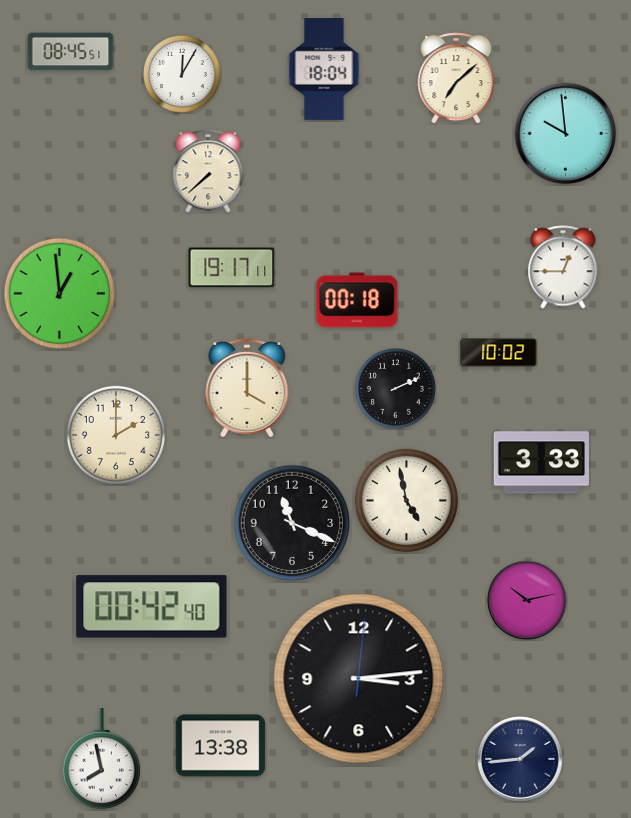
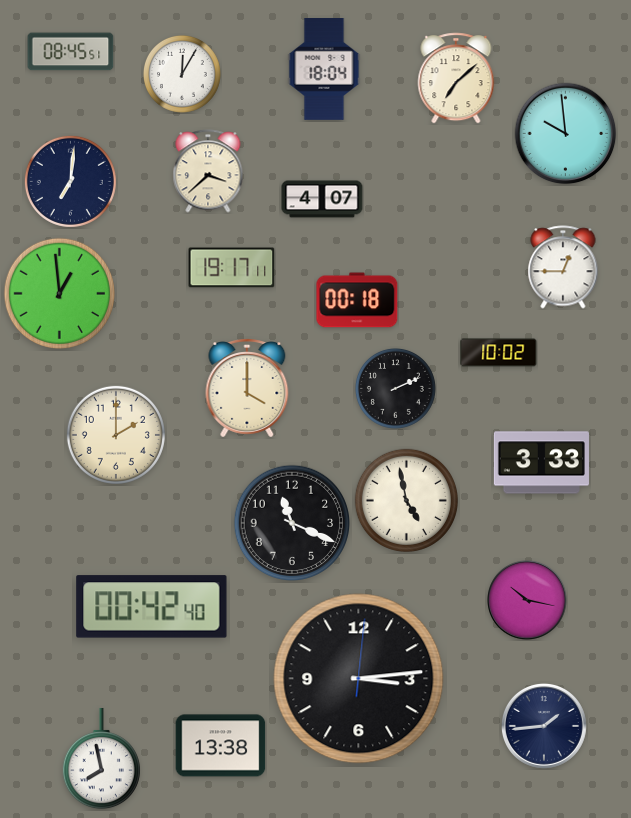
clock at (208, 171): 7:38 -> 3:38
clock at (70, 181): none -> 7:01
clock at (322, 199): none -> 4:07
clock at (527, 600): 10:13 -> 10:17
clock at (520, 759) position: (520, 759) -> (544, 726)
